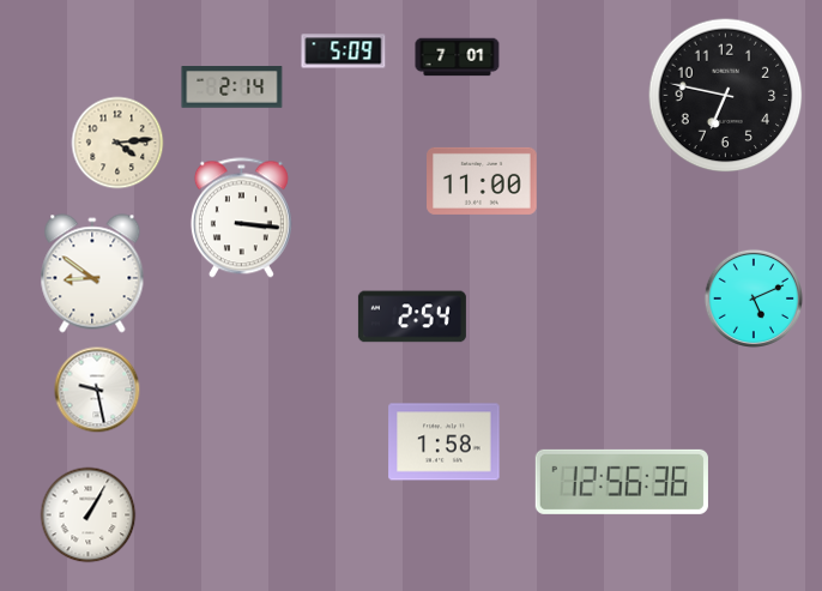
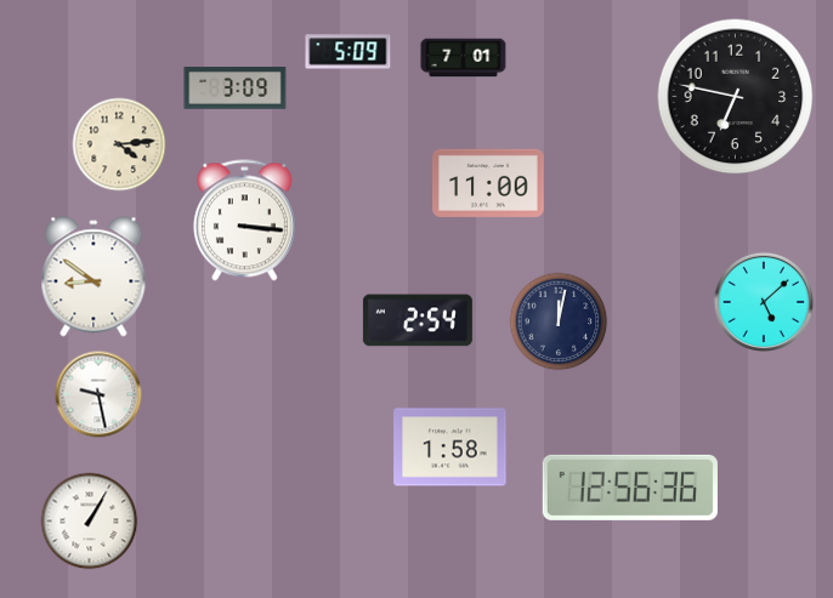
clock at (232, 88): 2:14 -> 3:09
clock at (754, 298): 5:11 -> 5:08
clock at (559, 321): none -> 12:02
